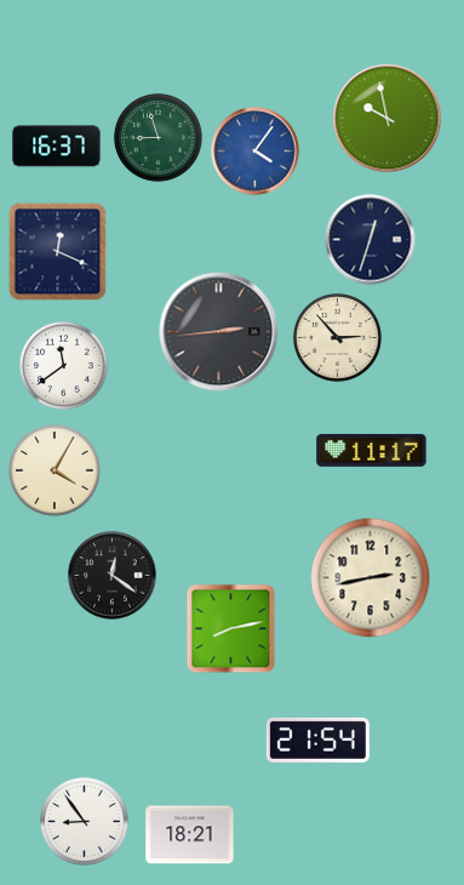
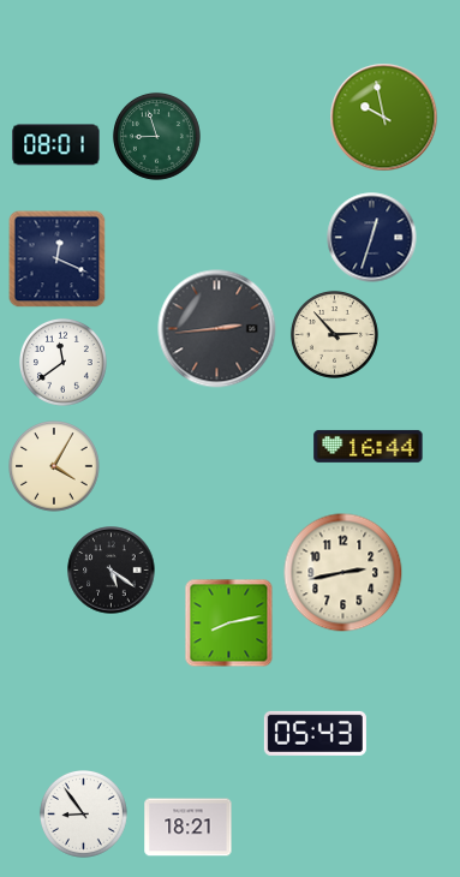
clock at (57, 147): 16:37 -> 08:01
clock at (256, 152): 4:06 -> none
clock at (371, 240) position: (371, 240) -> (372, 238)
clock at (58, 252) position: (58, 252) -> (58, 259)
clock at (372, 450): 11:17 -> 16:44
clock at (113, 576): 12:21 -> 5:21
clock at (371, 578) position: (371, 578) -> (343, 573)
clock at (317, 740): 21:54 -> 05:43
